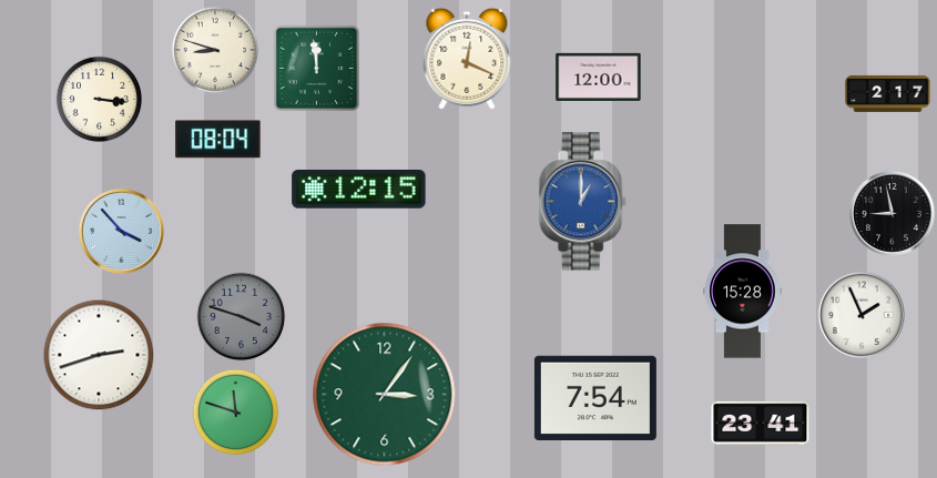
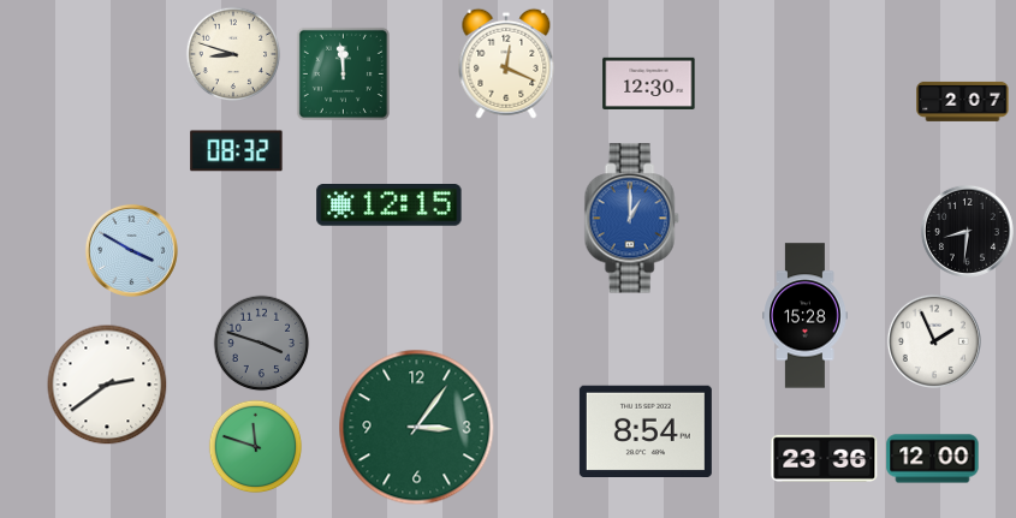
clock at (599, 77): 12:00 -> 12:30
clock at (888, 93): 2:17 -> 2:07
clock at (99, 99): 3:16 -> none
clock at (218, 140): 08:04 -> 08:32
clock at (892, 213): 8:58 -> 8:31
clock at (121, 231): 3:53 -> 3:50
clock at (99, 355): 2:42 -> 2:39
clock at (595, 397): 7:54 -> 8:54
clock at (761, 423): 23:41 -> 23:36
clock at (933, 459): none -> 12:00
